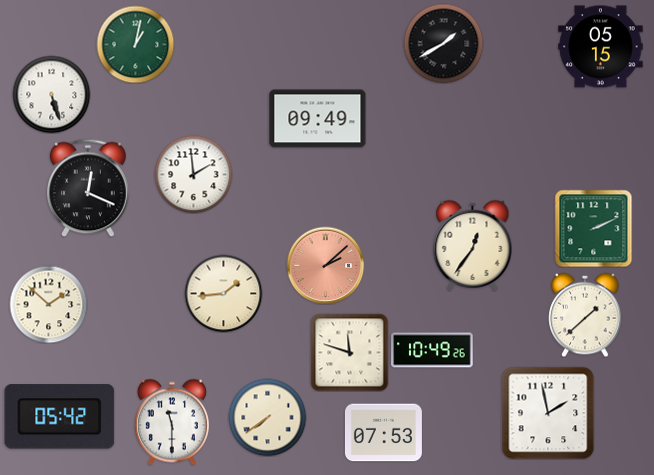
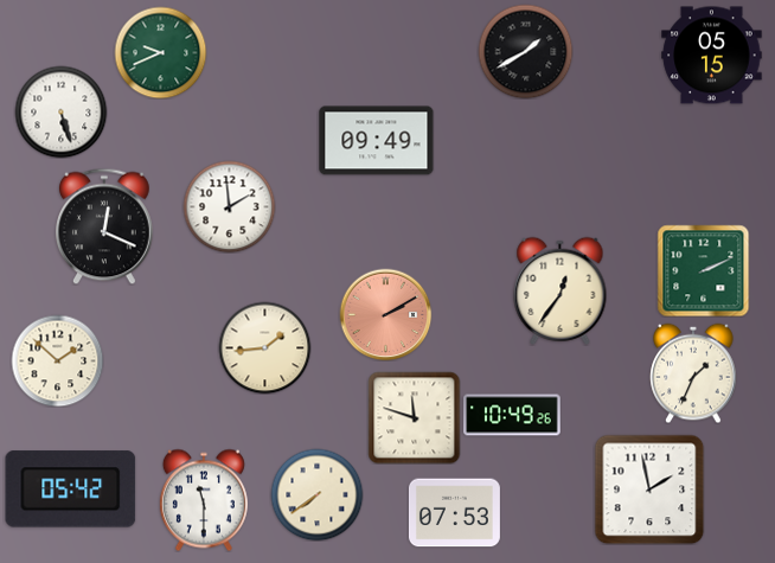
clock at (135, 44): 1:02 -> 9:41
clock at (89, 188) position: (89, 188) -> (105, 226)
clock at (325, 265): 2:08 -> 2:10
clock at (585, 315): 1:38 -> 1:34
clock at (60, 417) position: (60, 417) -> (71, 490)
